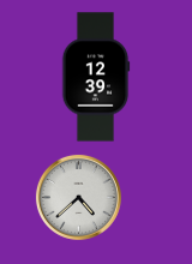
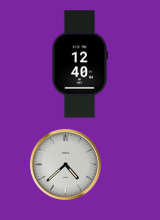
clock at (96, 77): 12:39 -> 12:40
